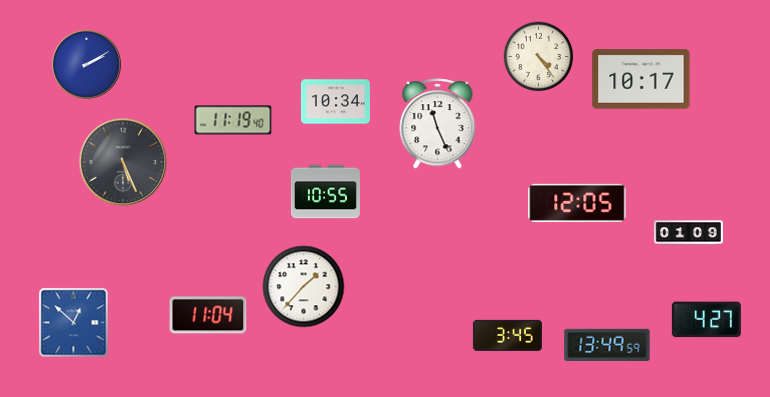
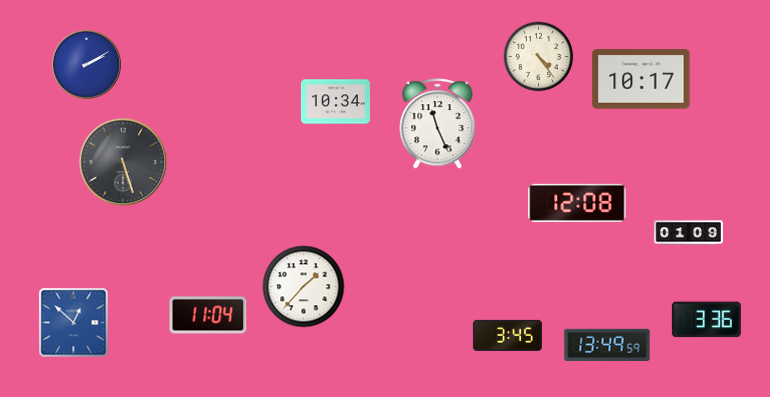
clock at (233, 120): 11:19 -> none
clock at (123, 162): 5:26 -> 5:27
clock at (325, 192): 10:55 -> none
clock at (577, 203): 12:05 -> 12:08
clock at (706, 320): 4:27 -> 3:36
